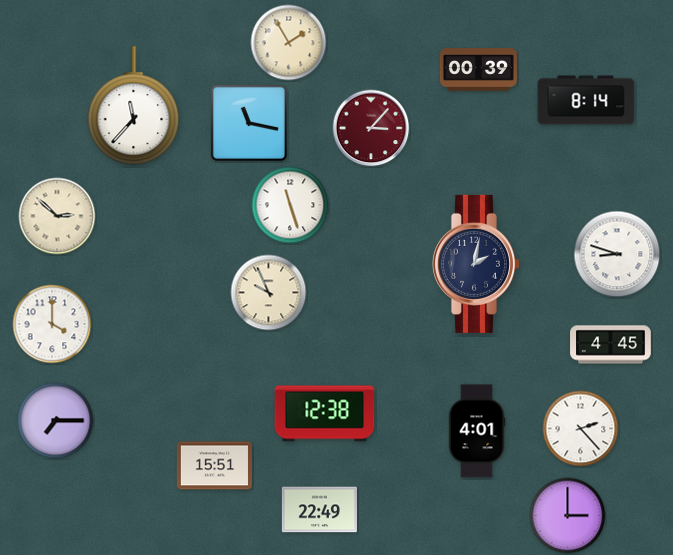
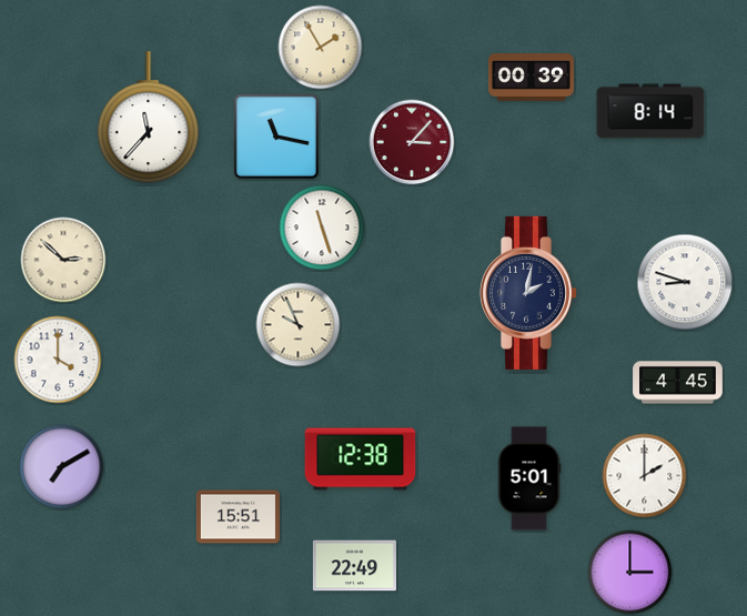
clock at (57, 216) position: (57, 216) -> (63, 260)
clock at (56, 421): 7:15 -> 7:10
clock at (581, 429): 2:23 -> 2:00
clock at (477, 431): 4:01 -> 5:01
